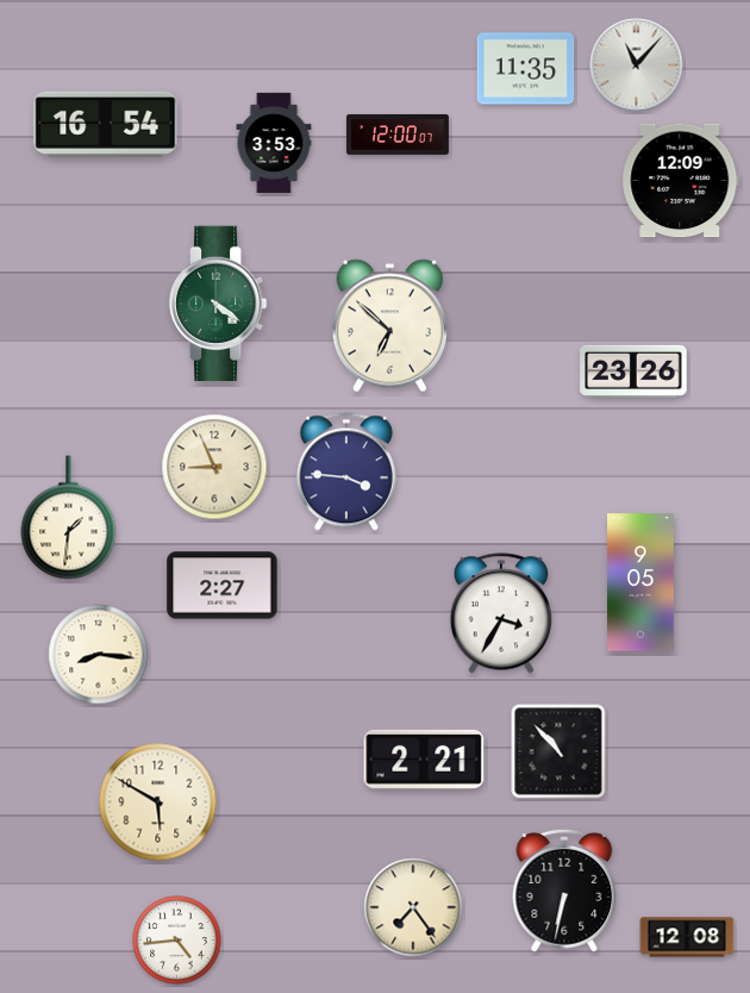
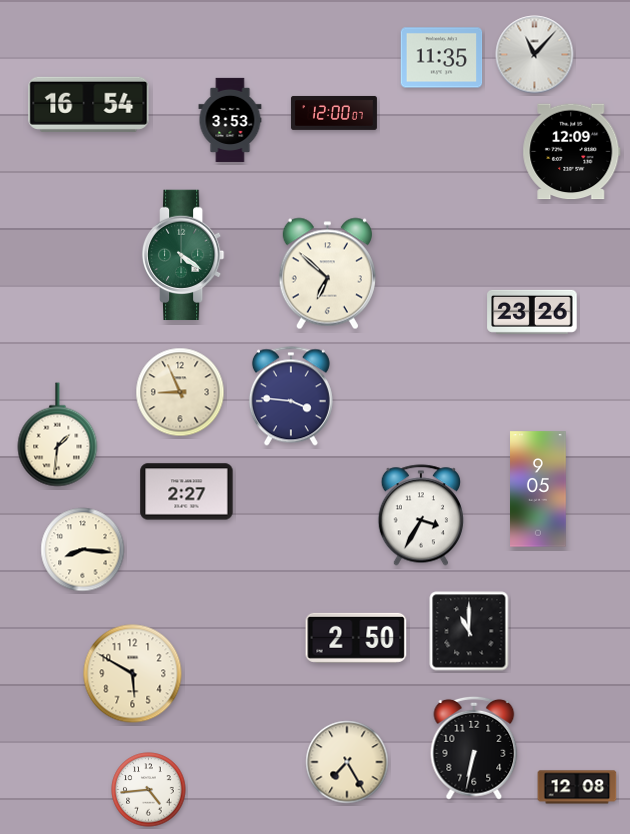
clock at (558, 751): 10:53 -> 11:00
clock at (424, 760): 2:21 -> 2:50
clock at (413, 907): 7:24 -> 7:25
